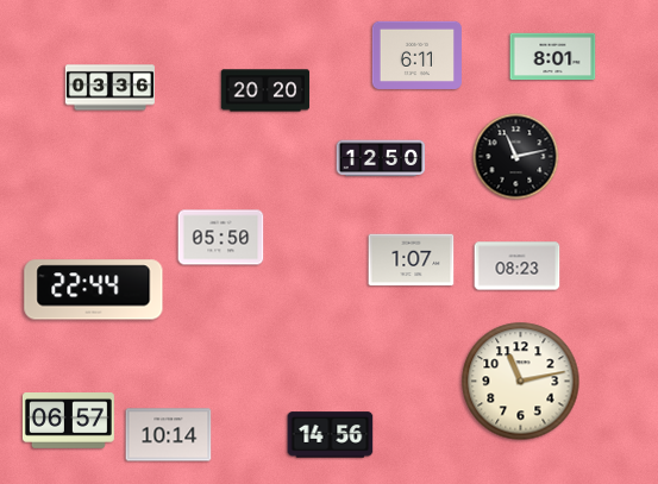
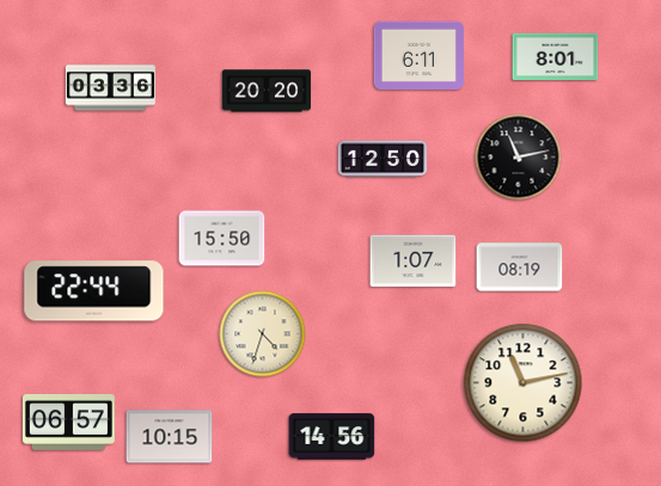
clock at (221, 238): 05:50 -> 15:50
clock at (518, 266): 08:23 -> 08:19
clock at (263, 334): none -> 4:33
clock at (169, 435): 10:14 -> 10:15
